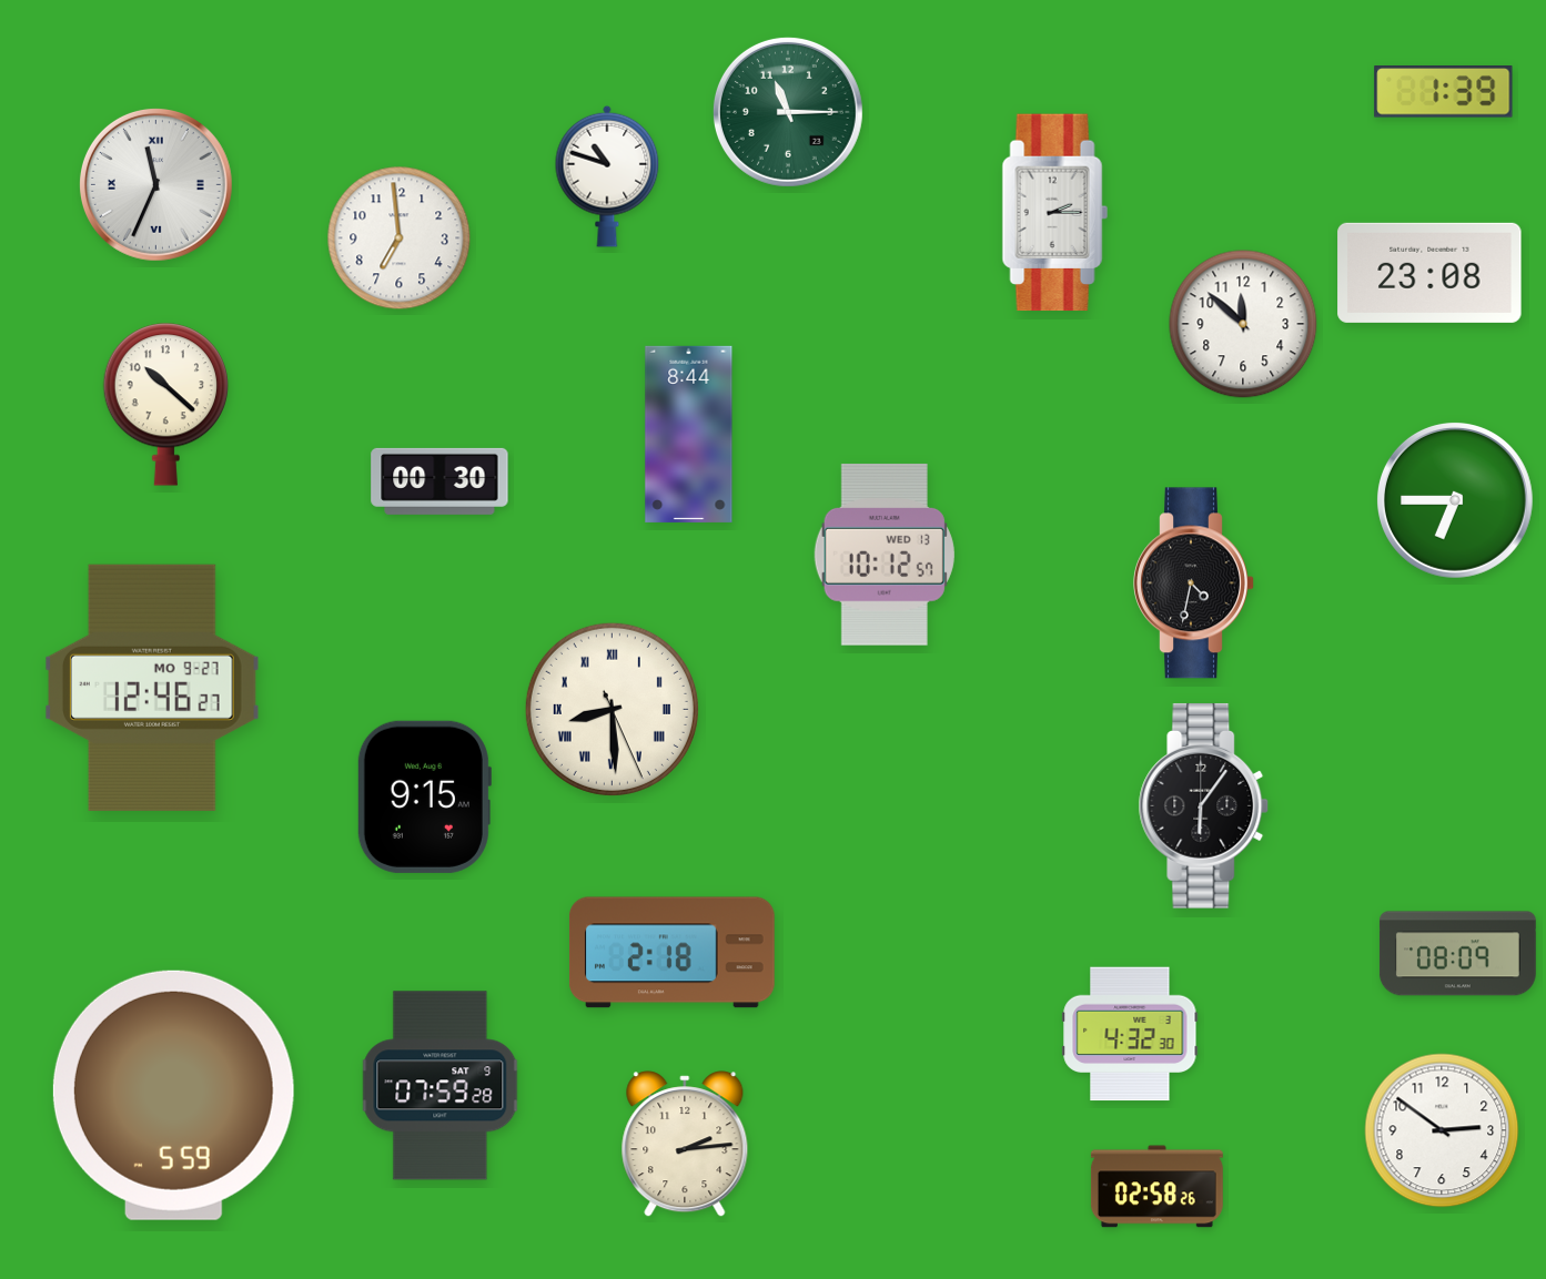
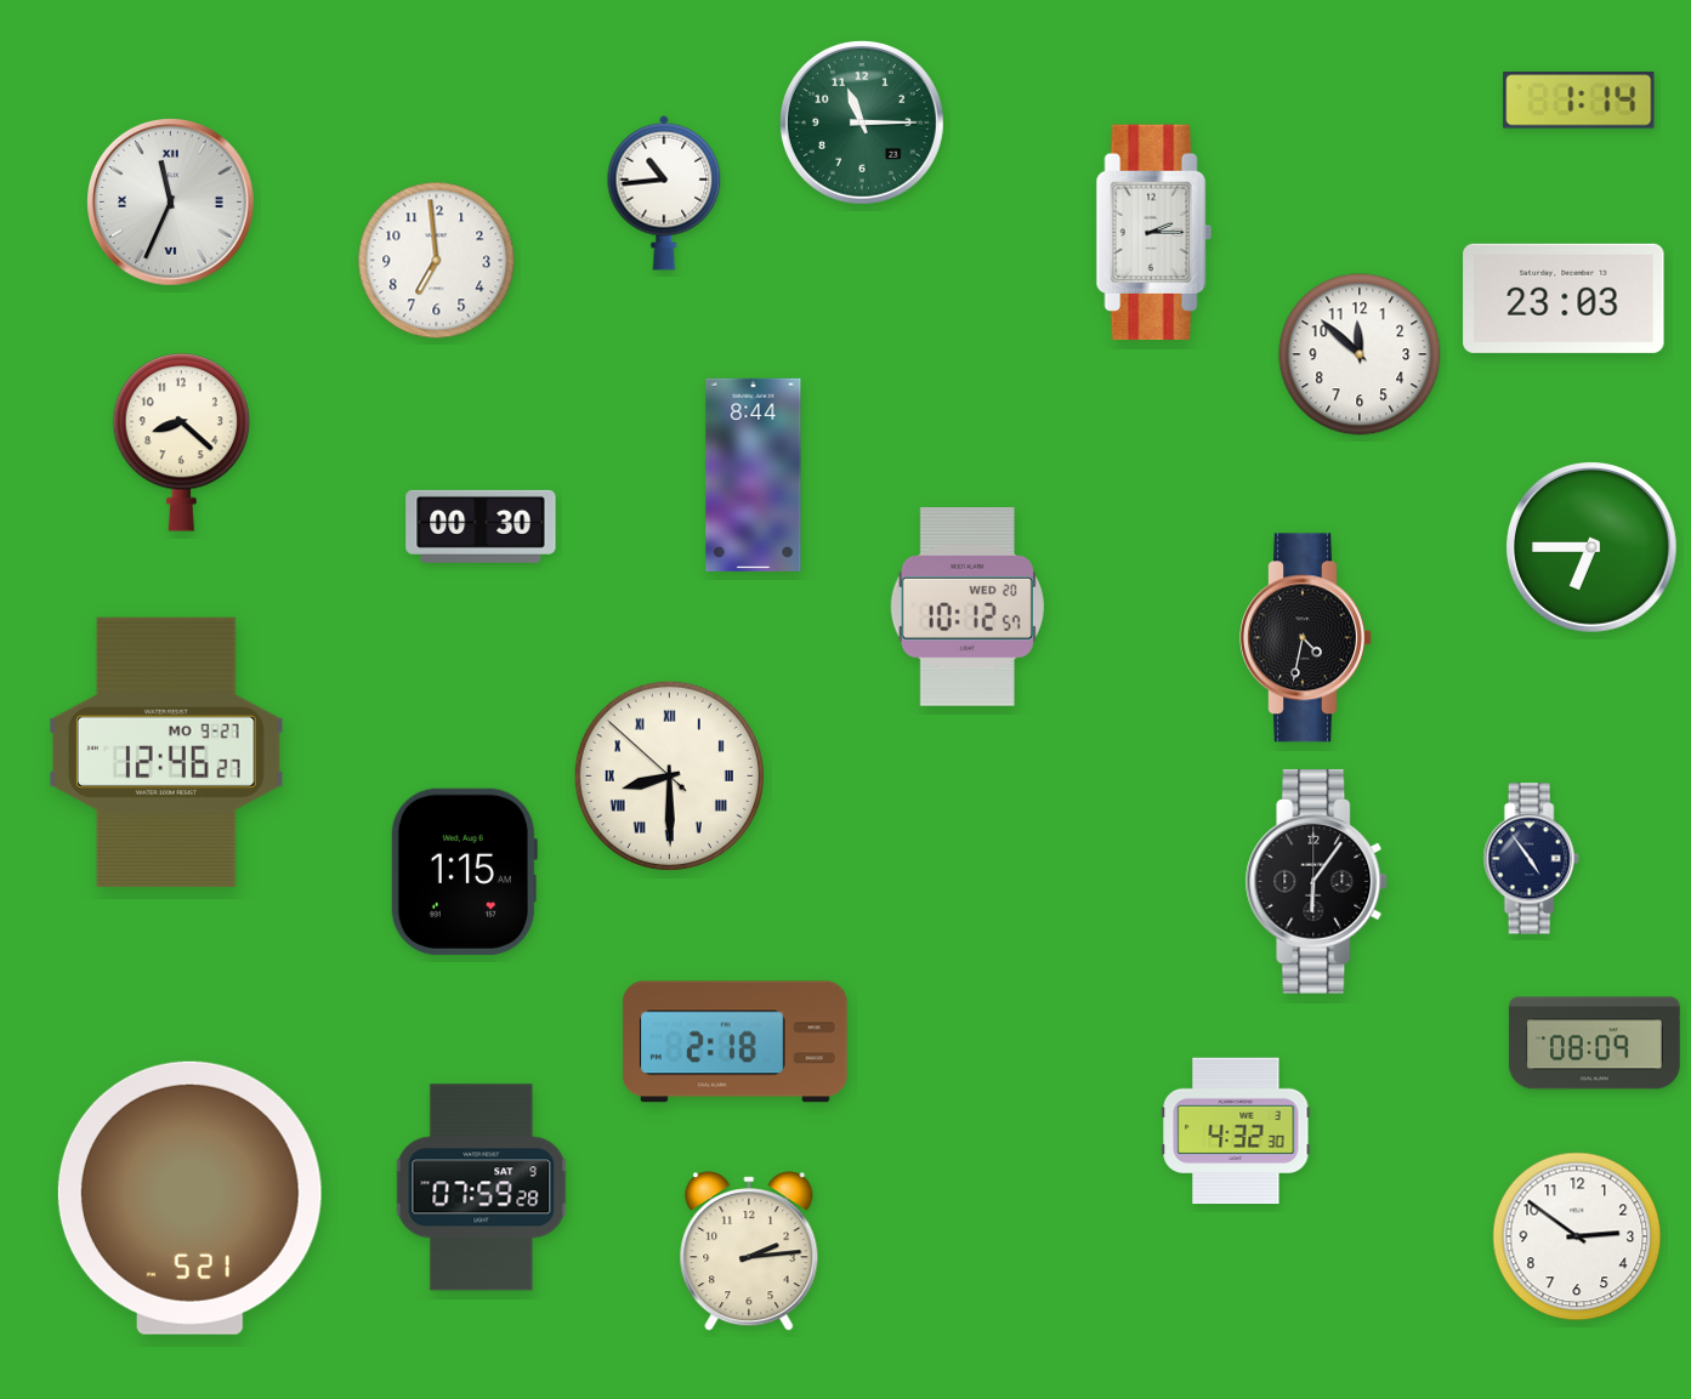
clock at (1444, 92): 1:39 -> 1:14
clock at (607, 176): 10:48 -> 10:44
clock at (1429, 273): 23:08 -> 23:03
clock at (165, 405): 10:22 -> 8:22
clock at (885, 555) date: WED 13 -> WED 20
clock at (612, 709): 8:29:26 -> 8:29:52
clock at (1531, 859): none -> 4:54
clock at (424, 796): 9:15 -> 1:15
clock at (173, 1095): 5:59 -> 5:21
clock at (1156, 1187): 02:58 -> none
